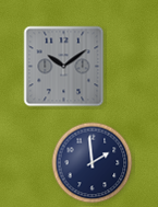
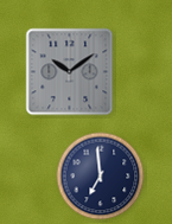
clock at (93, 163): 1:59 -> 6:59
